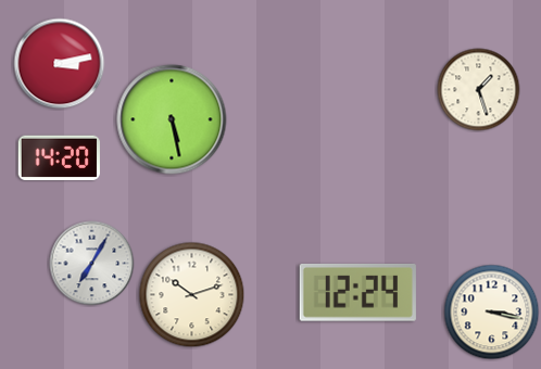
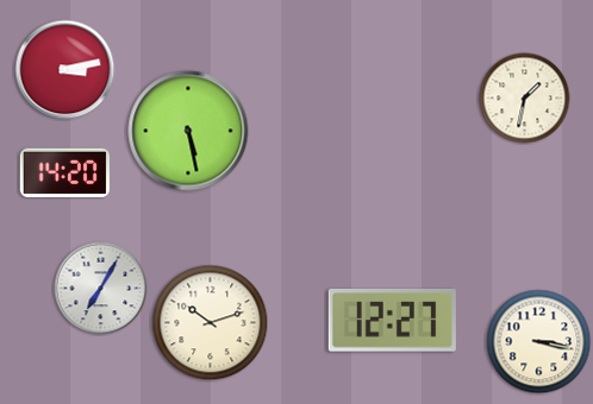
clock at (479, 90): 1:27 -> 1:32
clock at (357, 292): 12:24 -> 12:27
